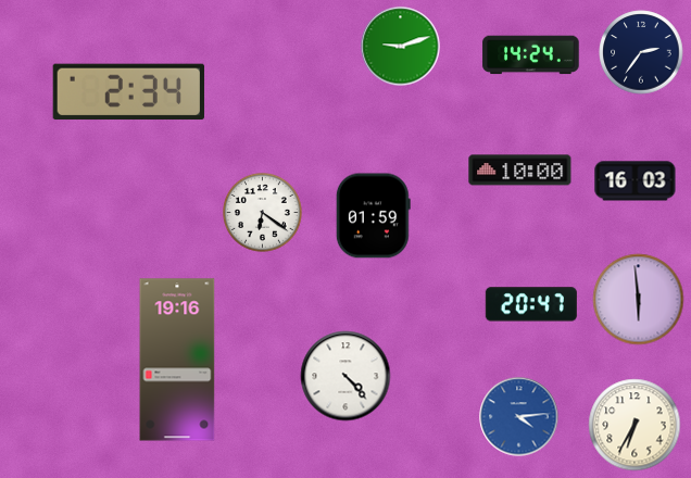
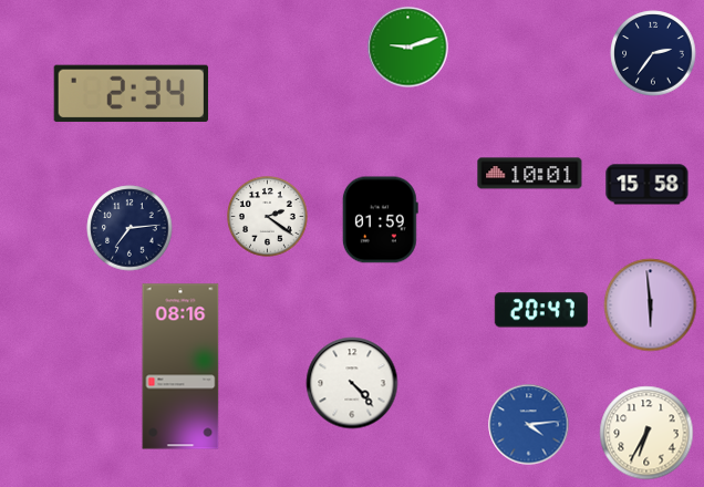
clock at (531, 55): 14:24 -> none
clock at (520, 171): 10:00 -> 10:01
clock at (636, 181): 16:03 -> 15:58
clock at (263, 213): 6:21 -> 2:21
clock at (130, 228): none -> 7:14
clock at (177, 360): 19:16 -> 08:16
